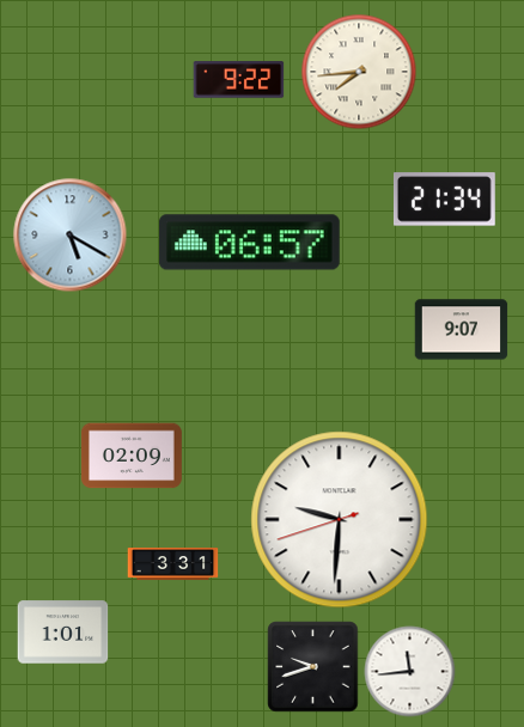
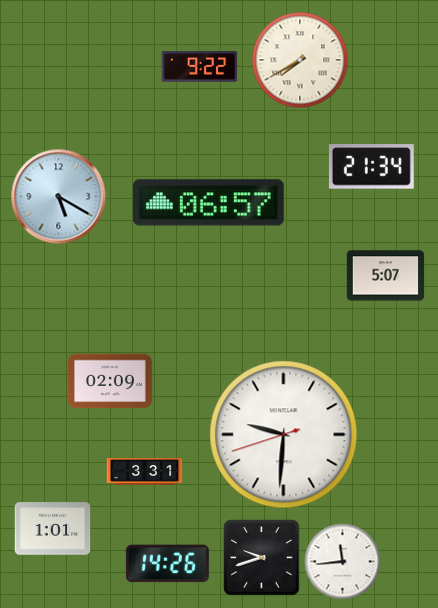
clock at (359, 72): 7:44 -> 7:40
clock at (462, 330): 9:07 -> 5:07
clock at (167, 564): none -> 14:26
